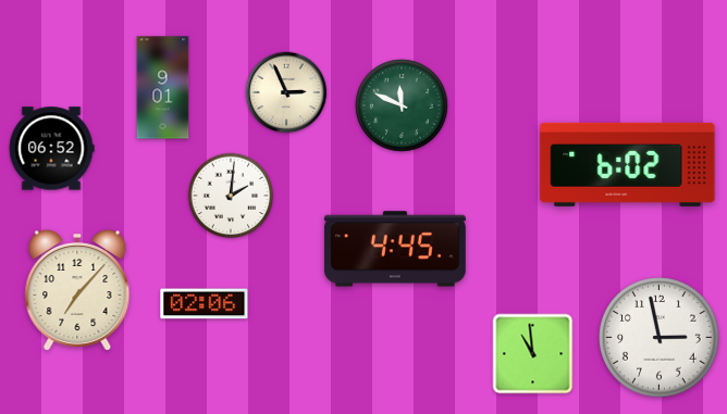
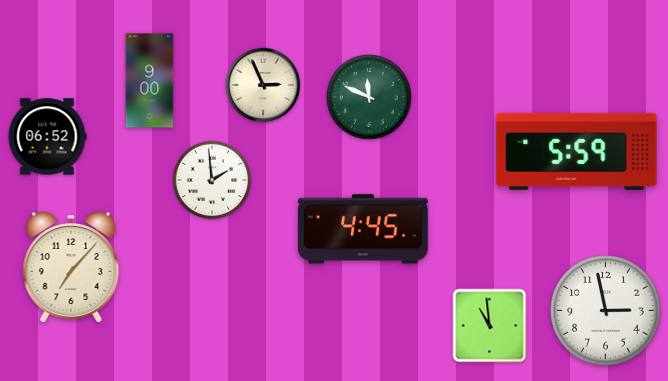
clock at (163, 88): 9:01 -> 9:00
clock at (628, 164): 6:02 -> 5:59
clock at (231, 196): 2:01 -> 1:59
clock at (205, 304): 02:06 -> none
